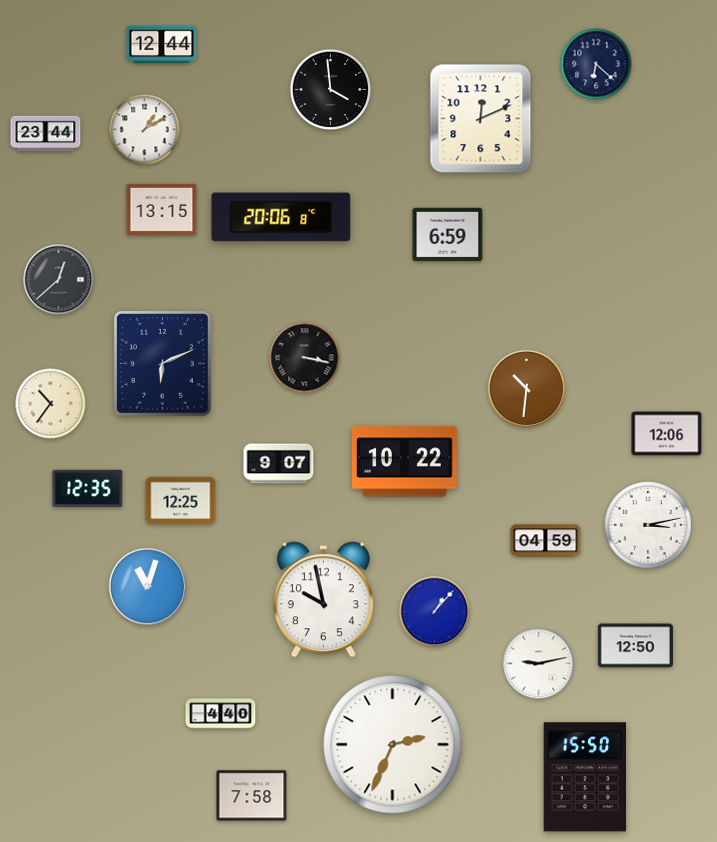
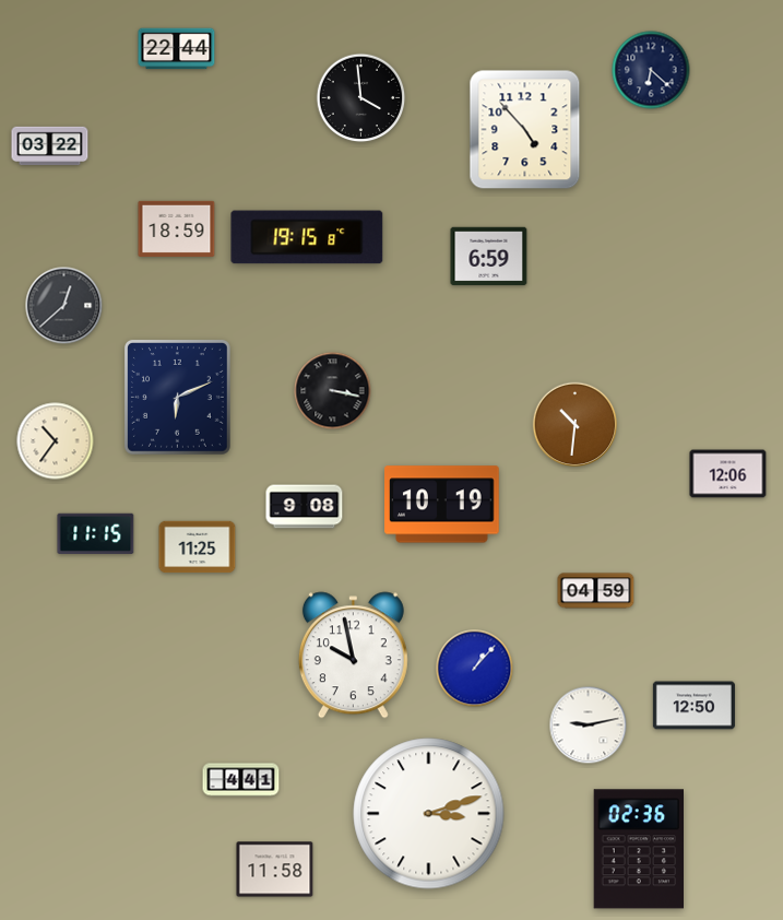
clock at (162, 45): 12:44 -> 22:44
clock at (481, 119): 12:11 -> 4:53
clock at (145, 130): 1:10 -> none
clock at (46, 134): 23:44 -> 03:22
clock at (162, 209): 13:15 -> 18:59
clock at (281, 217): 20:06 -> 19:15
clock at (405, 462): 10:22 -> 10:19
clock at (279, 464): 9:07 -> 9:08
clock at (88, 488): 12:35 -> 11:15
clock at (181, 501): 12:25 -> 11:25
clock at (648, 525): 3:13 -> none
clock at (148, 587): 11:03 -> none
clock at (221, 714): 4:40 -> 4:41
clock at (393, 745): 2:34 -> 3:12
clock at (584, 777): 15:50 -> 02:36
clock at (252, 796): 7:58 -> 11:58
